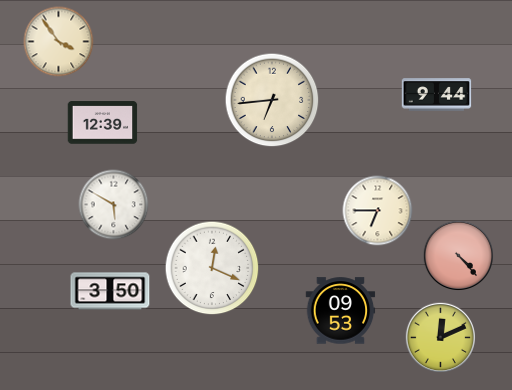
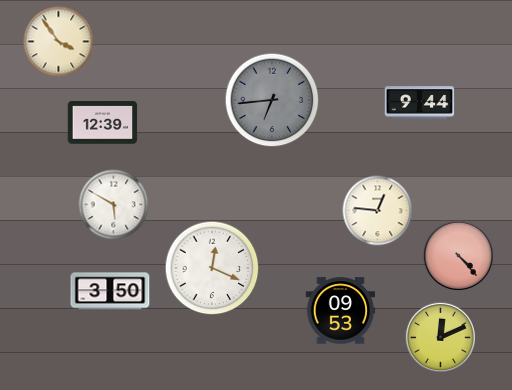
clock at (437, 95) position: (437, 95) -> (420, 103)
clock at (272, 100) dial: cream -> grey
clock at (378, 211): 6:45 -> 12:46
